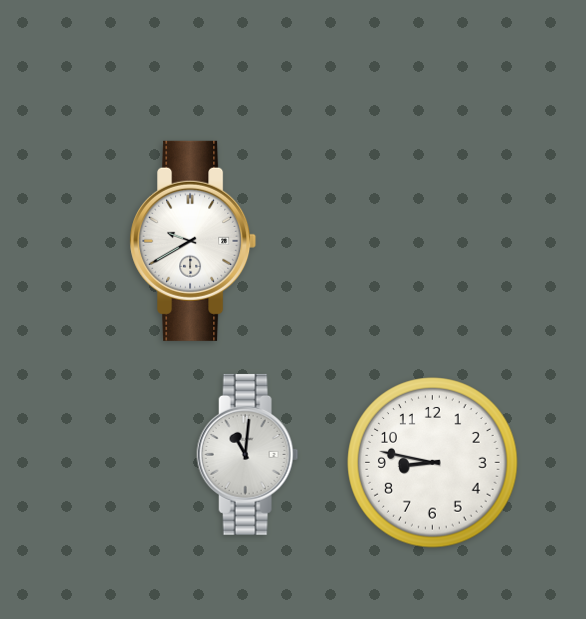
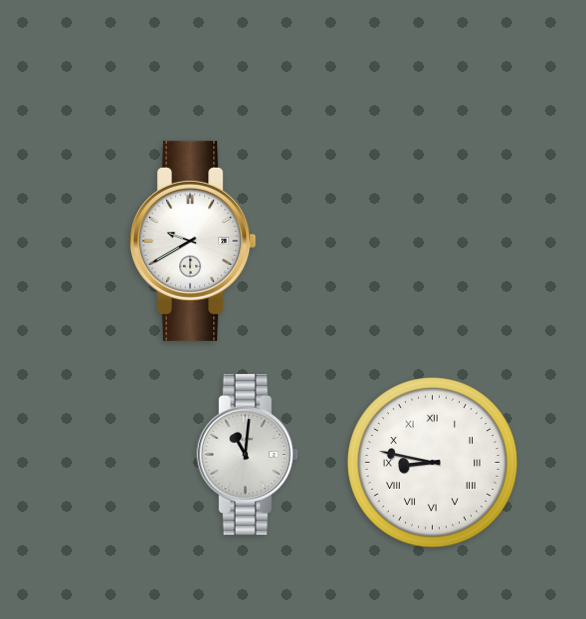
clock at (433, 463) numerals: Arabic -> Roman
